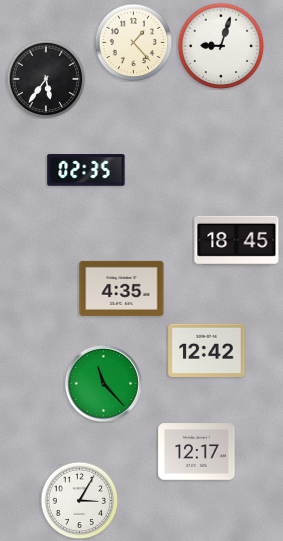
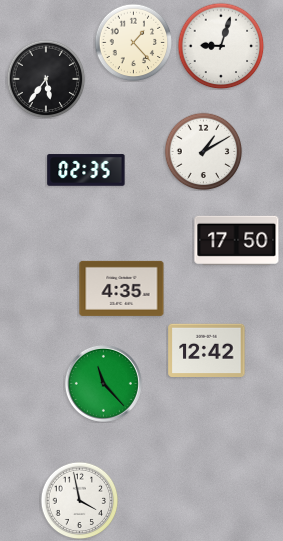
clock at (203, 151): none -> 1:10
clock at (237, 240): 18:45 -> 17:50
clock at (197, 452): 12:17 -> none
clock at (79, 500): 3:05 -> 3:58
